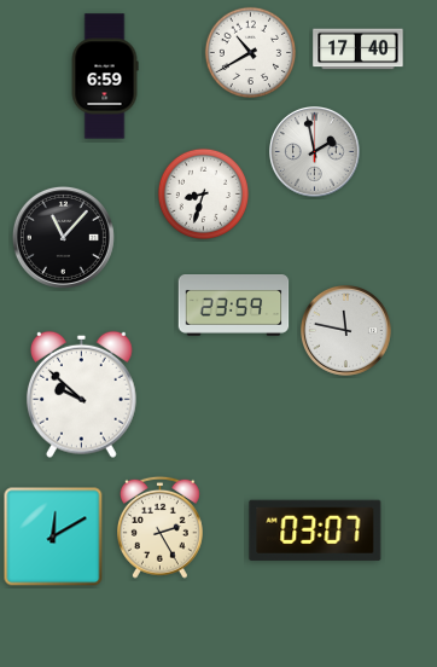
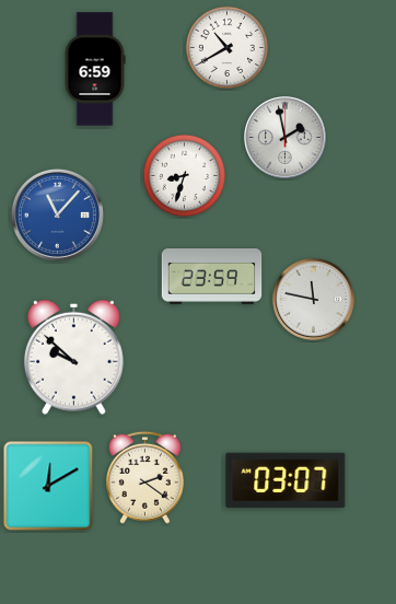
clock at (359, 50): 17:40 -> none
clock at (63, 237) dial: black -> blue
clock at (159, 527): 2:25 -> 2:21
